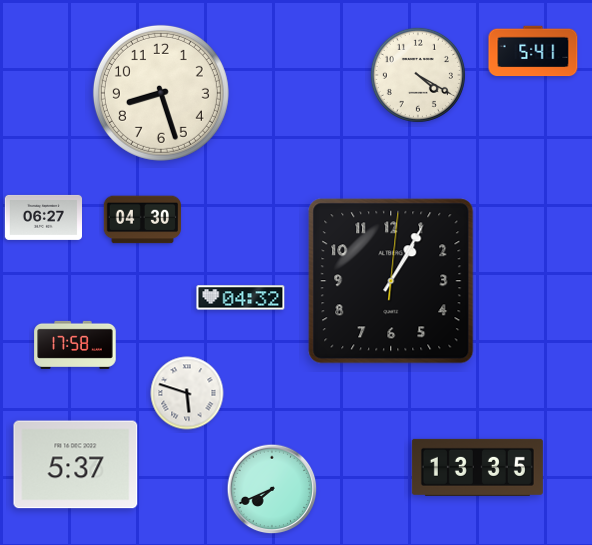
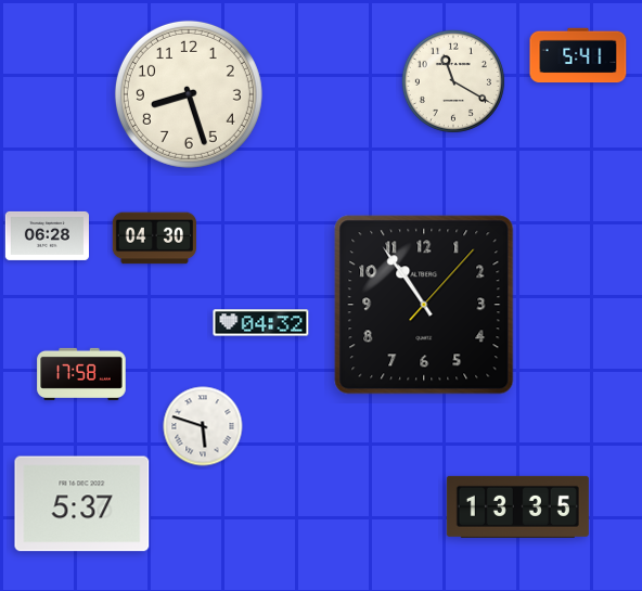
clock at (418, 75): 4:20 -> 11:20
clock at (161, 93) position: (161, 93) -> (189, 94)
clock at (43, 217): 06:27 -> 06:28
clock at (391, 281): 1:05 -> 10:54
clock at (272, 489): 7:41 -> none
